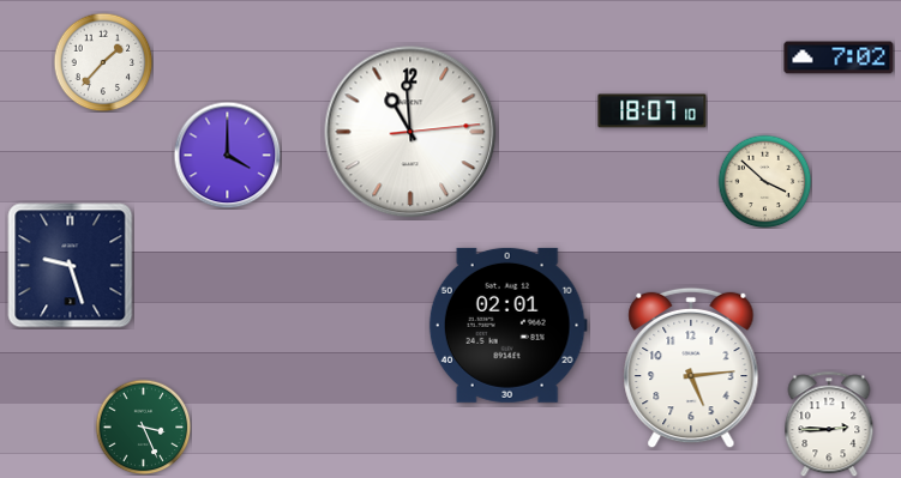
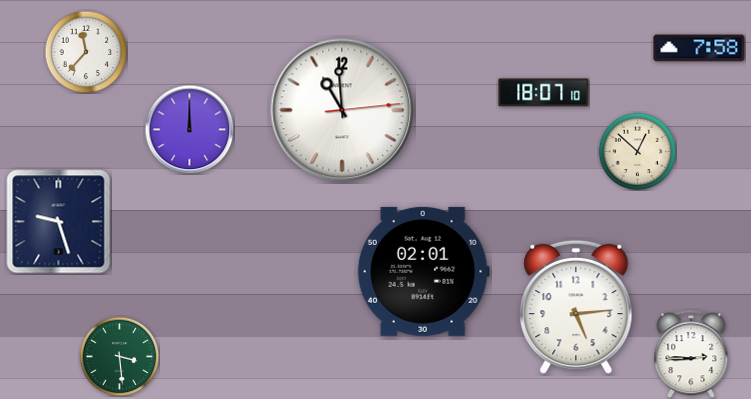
clock at (839, 58): 7:02 -> 7:58
clock at (103, 62): 1:37 -> 11:37
clock at (227, 155): 4:00 -> 12:00
clock at (764, 181): 3:52 -> 12:52
clock at (143, 426): 3:26 -> 3:29
